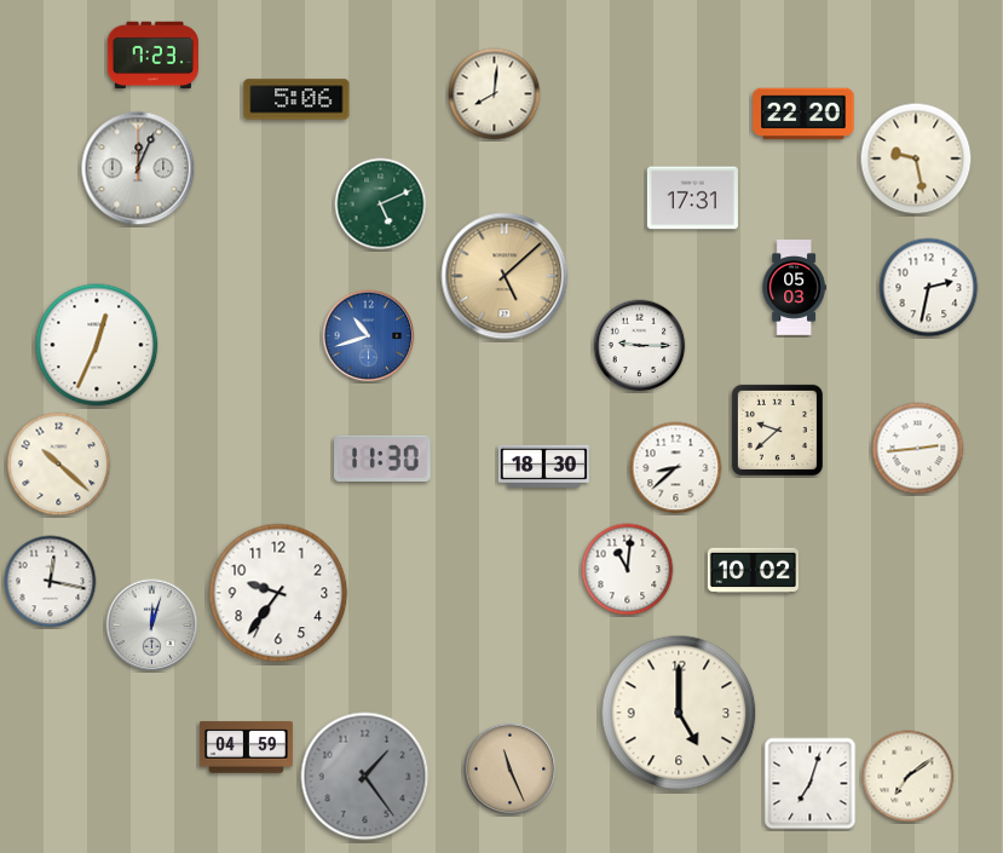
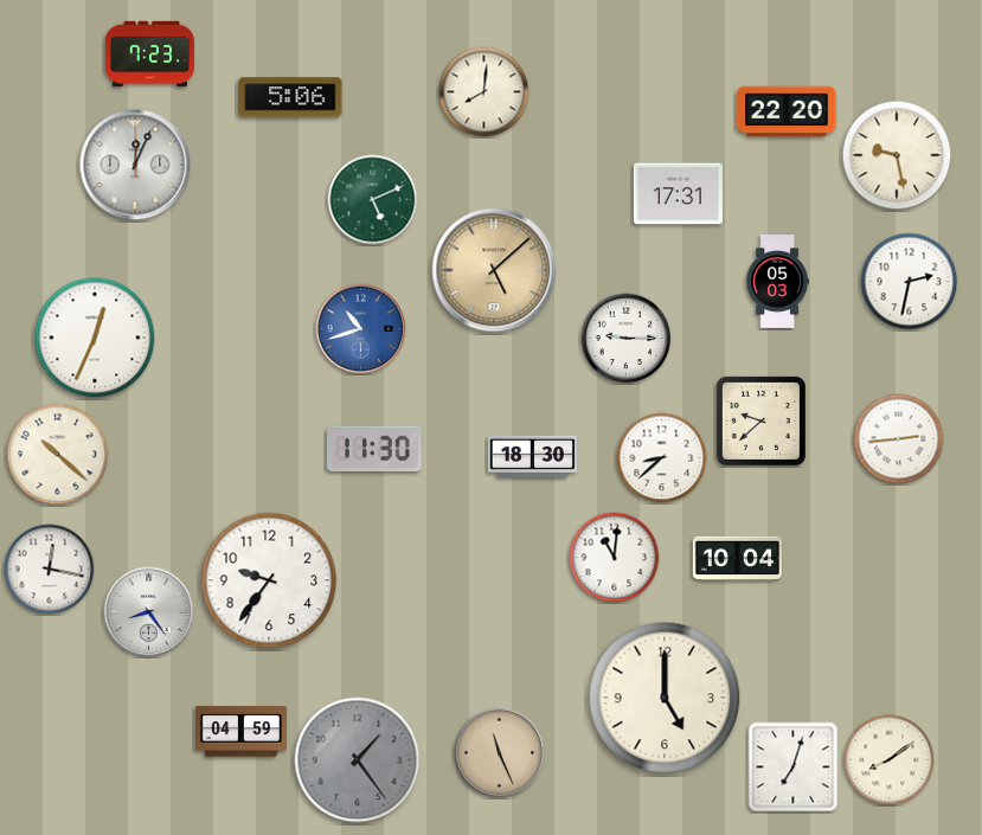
clock at (753, 570): 10:02 -> 10:04
clock at (278, 593) position: (278, 593) -> (269, 580)
clock at (152, 626): 12:03 -> 8:24
clock at (909, 777): 7:09 -> 8:09
